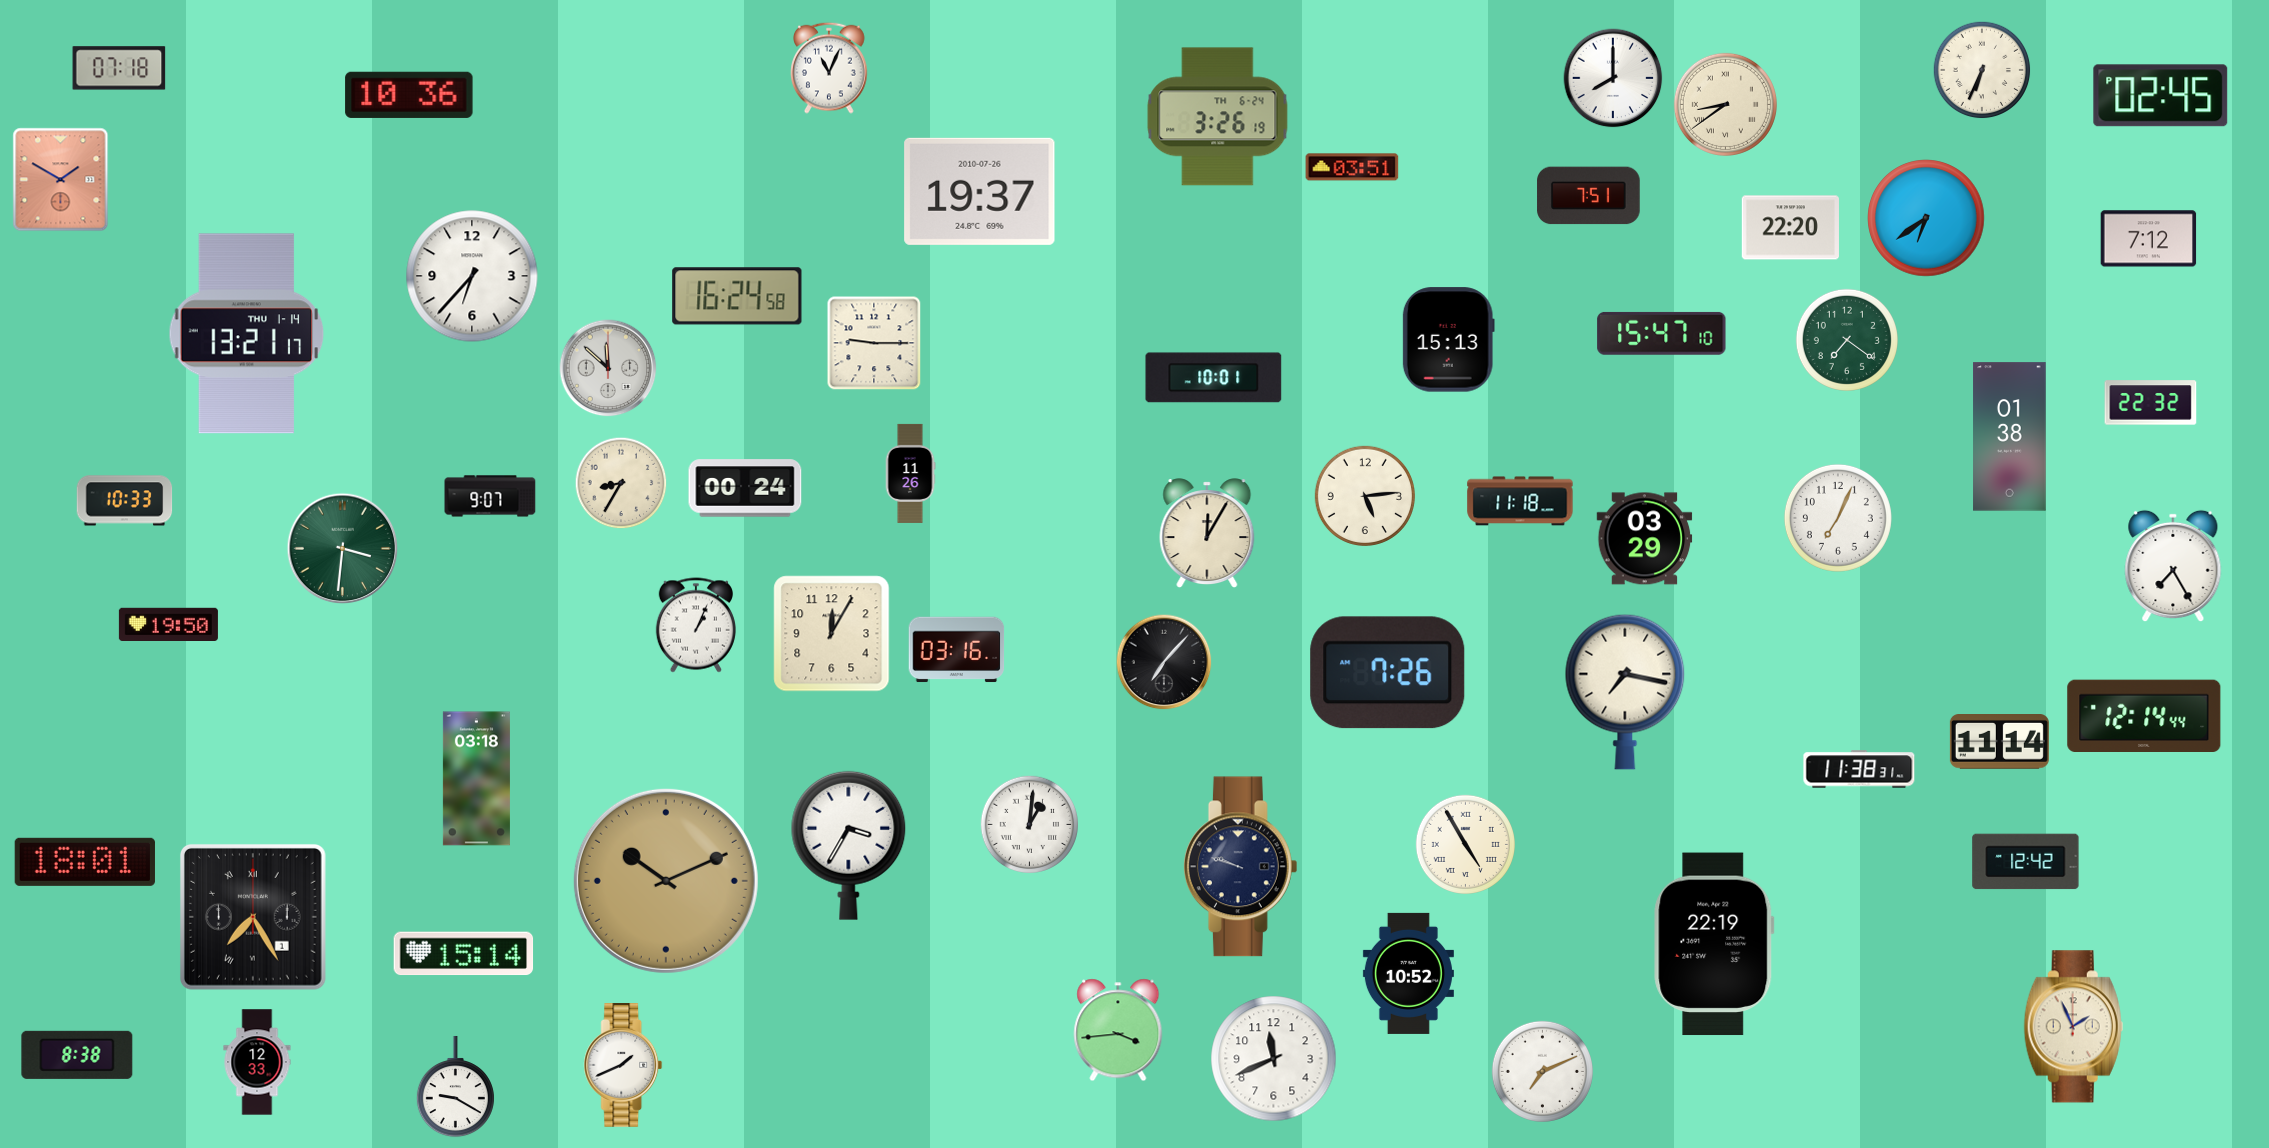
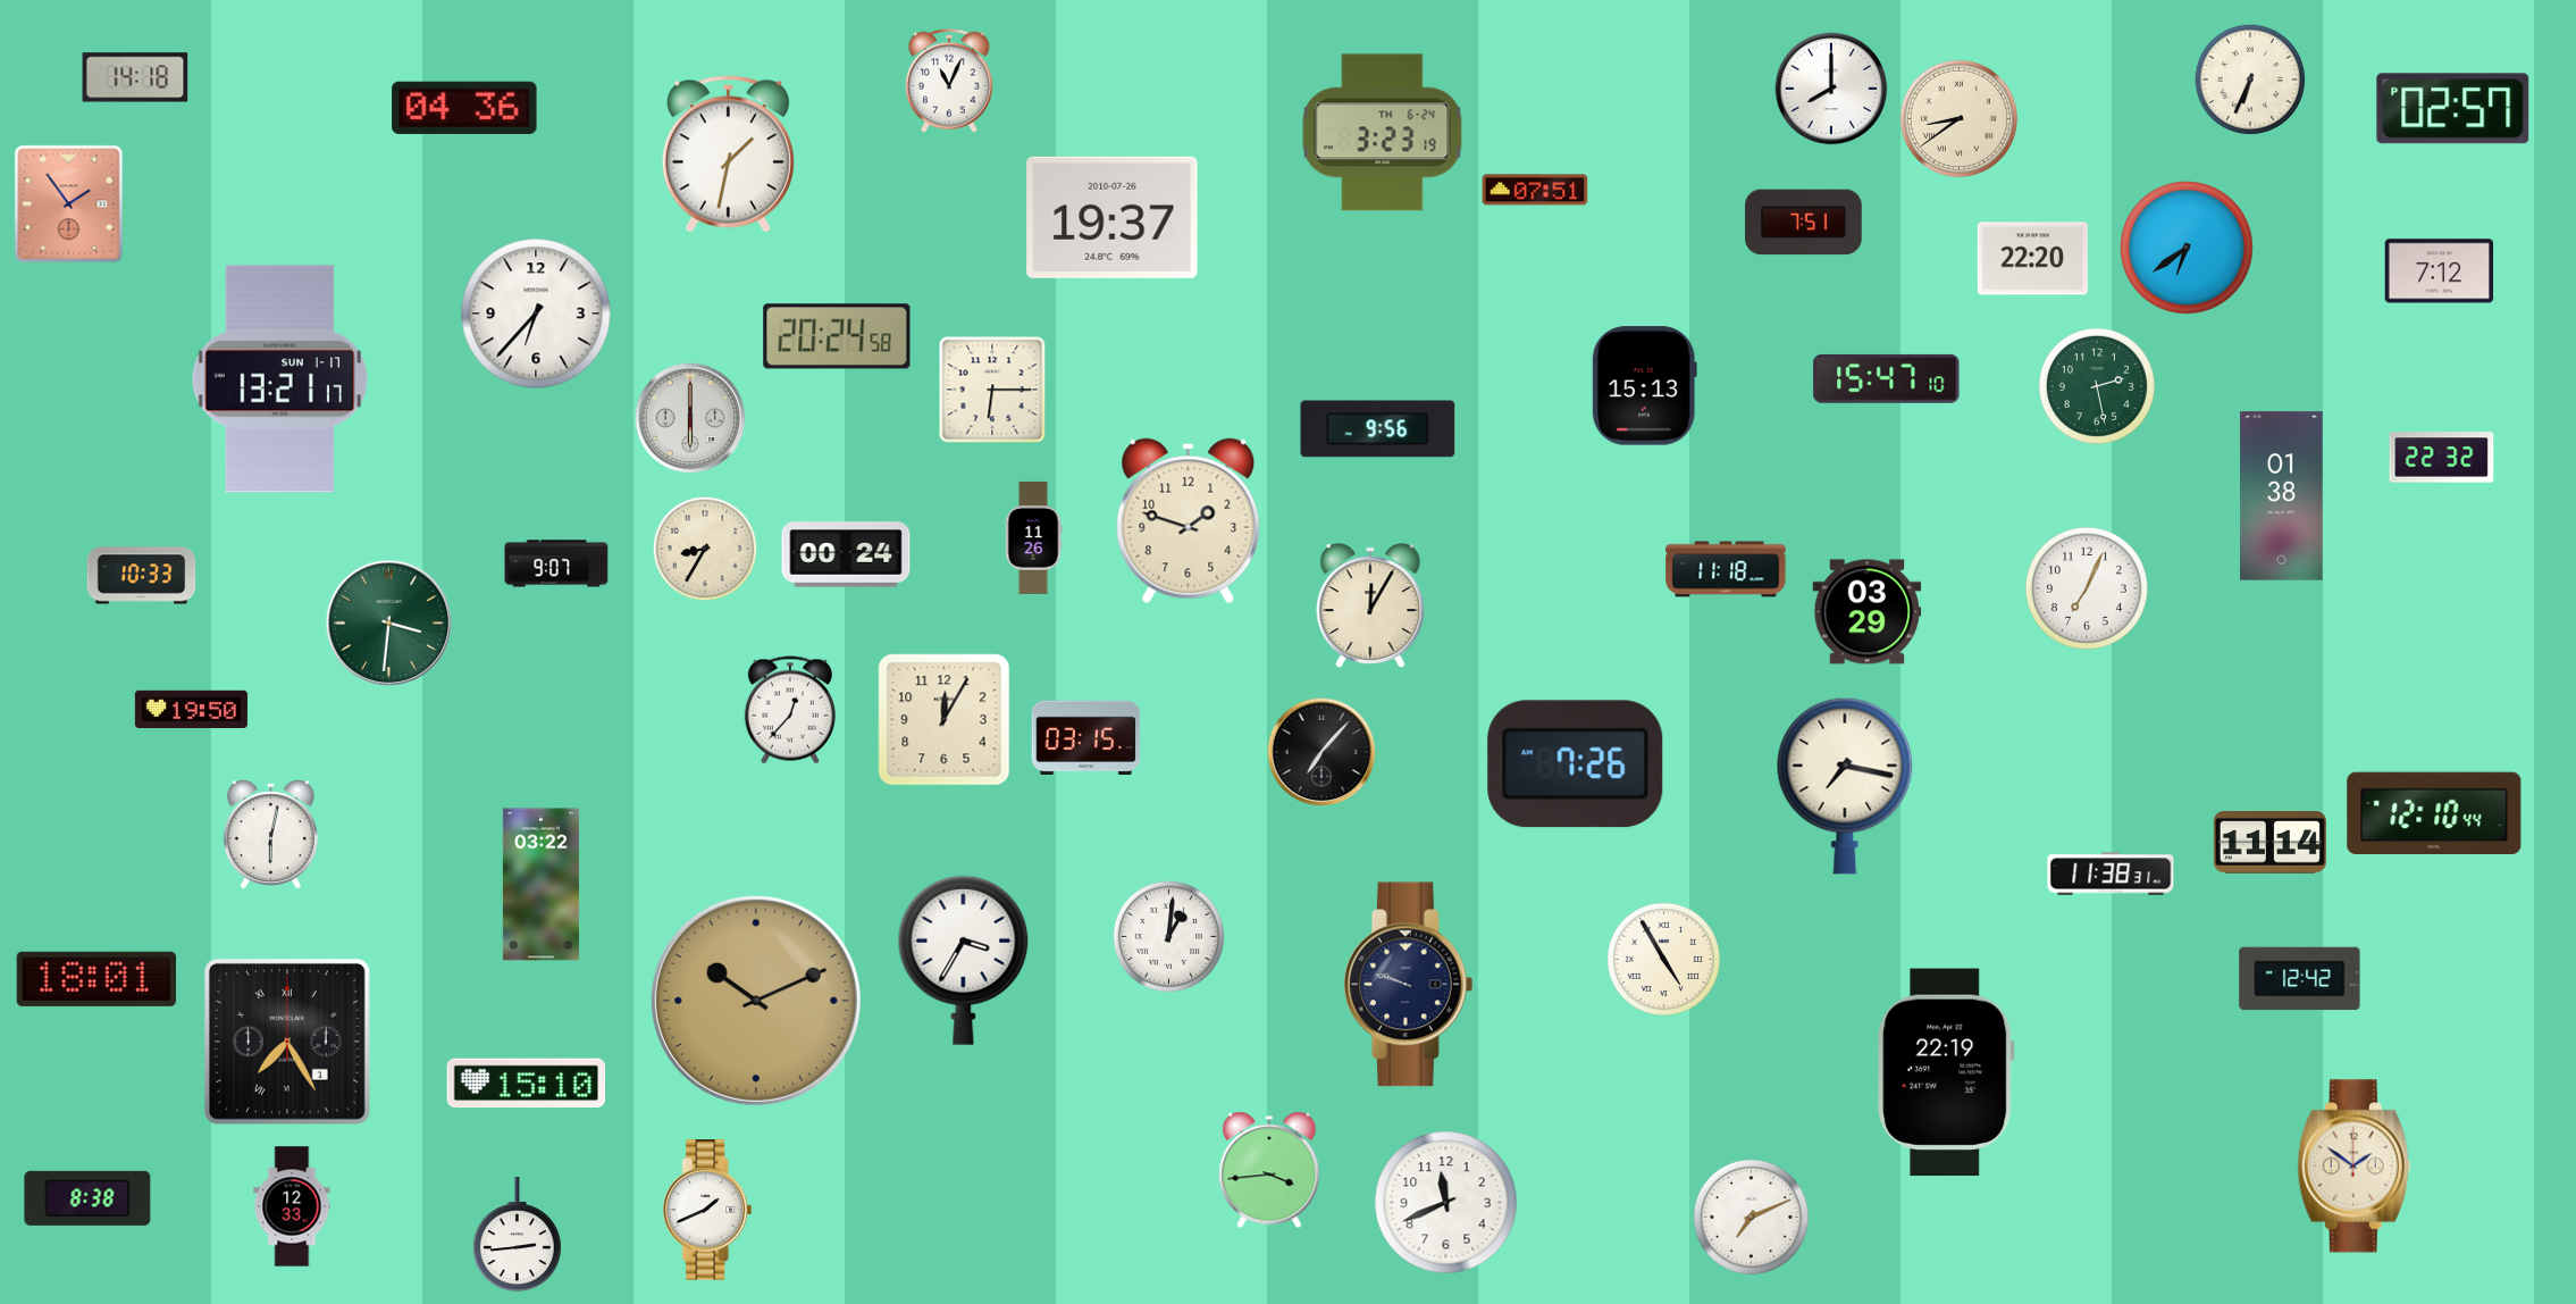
clock at (119, 68): 07:18 -> 14:18
clock at (829, 68) position: (829, 68) -> (949, 81)
clock at (409, 95): 10:36 -> 04:36
clock at (2161, 96): 02:45 -> 02:57
clock at (1218, 117): 3:26 -> 3:23
clock at (728, 154): none -> 1:32
clock at (1352, 167): 03:51 -> 07:51
clock at (61, 180): 1:50 -> 1:54
clock at (737, 296): 16:24 -> 20:24
clock at (247, 334) date: THU 1-14 -> SUN 1-17
clock at (1847, 340): 7:21 -> 2:28
clock at (874, 343): 9:15 -> 6:15
clock at (608, 368): 11:52 -> 6:00
clock at (1214, 378): 10:01 -> 9:56
clock at (1189, 521): none -> 1:48
clock at (1365, 496): 5:14 -> none
clock at (125, 501) position: (125, 501) -> (142, 576)
clock at (2173, 566): 7:25 -> none
clock at (696, 625): 1:04 -> 12:37
clock at (957, 650): 03:16 -> 03:15
clock at (2144, 715): 12:14 -> 12:10
clock at (270, 835): none -> 6:02
clock at (476, 779): 03:18 -> 03:22
clock at (464, 954): 15:14 -> 15:10
clock at (1408, 973): 10:52 -> none
clock at (2073, 1027): 1:56 -> 1:51
clock at (455, 1087): 9:20 -> 2:44
